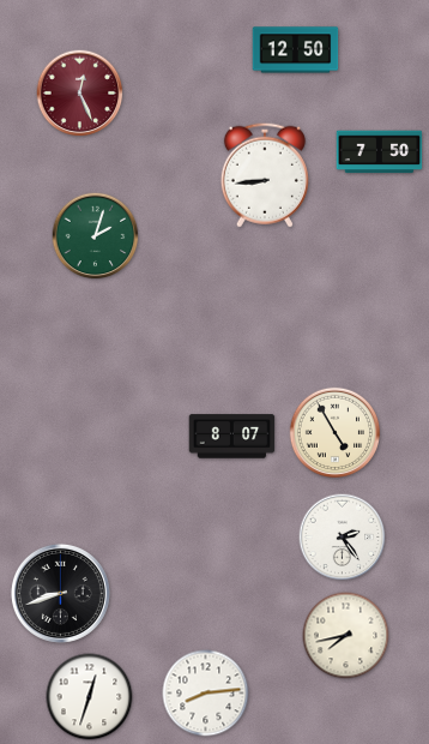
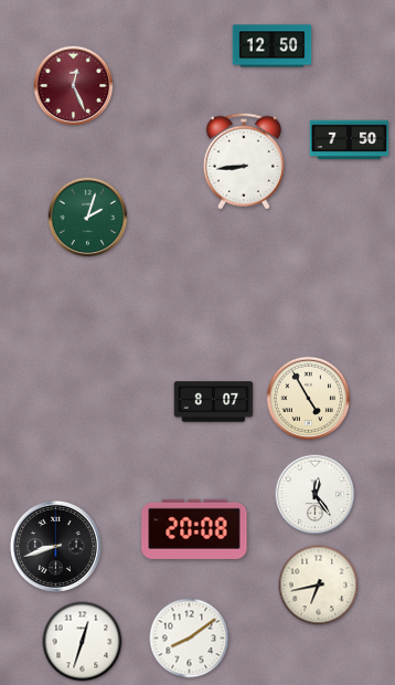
clock at (343, 538): 2:24 -> 12:24
clock at (194, 529): none -> 20:08
clock at (346, 636): 7:43 -> 6:43
clock at (206, 694): 8:14 -> 8:09
